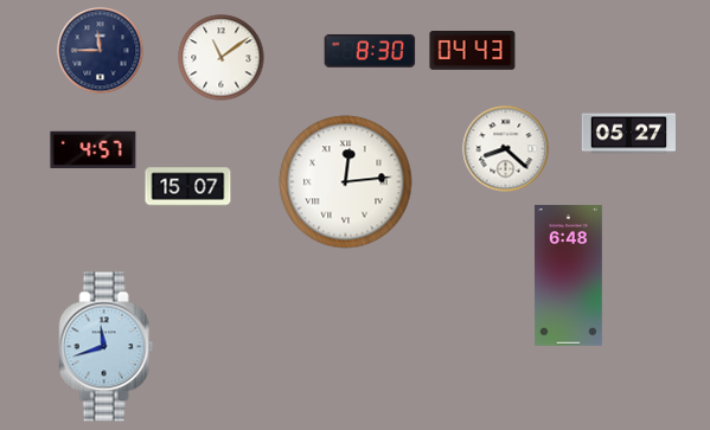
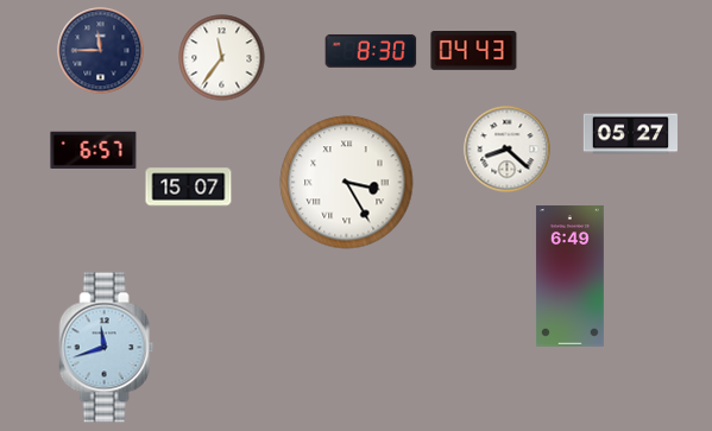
clock at (222, 58): 11:09 -> 11:36
clock at (94, 149): 4:57 -> 6:57
clock at (346, 182): 12:14 -> 3:25
clock at (568, 276): 6:48 -> 6:49
